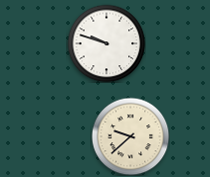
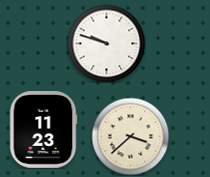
clock at (43, 130): none -> 11:23
clock at (130, 136): 9:38 -> 3:38
